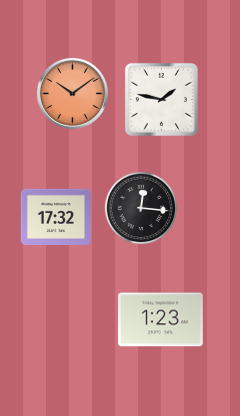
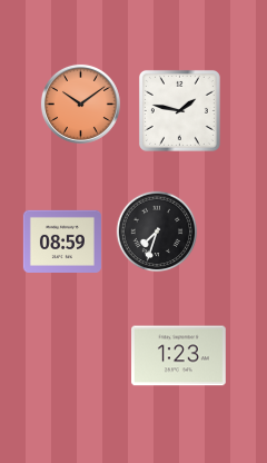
clock at (141, 208): 12:16 -> 7:33
clock at (56, 216): 17:32 -> 08:59
